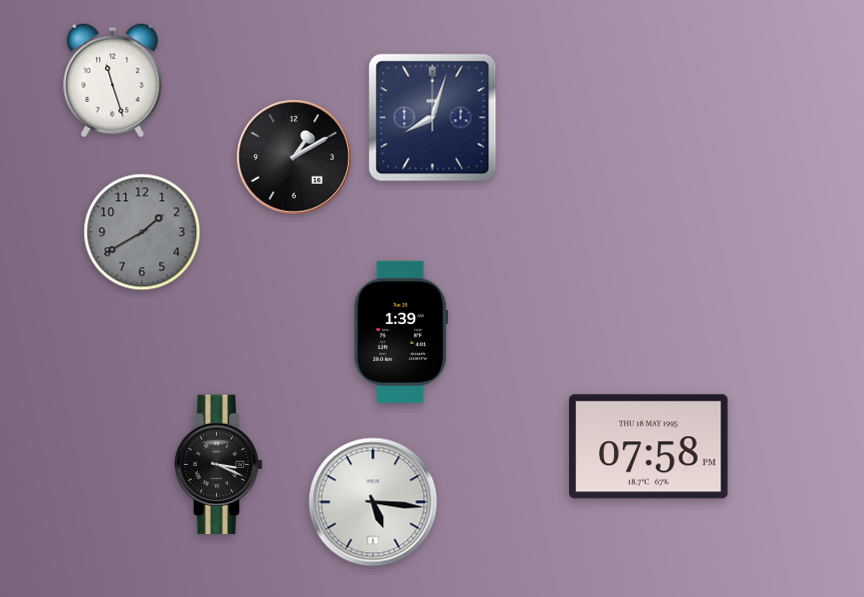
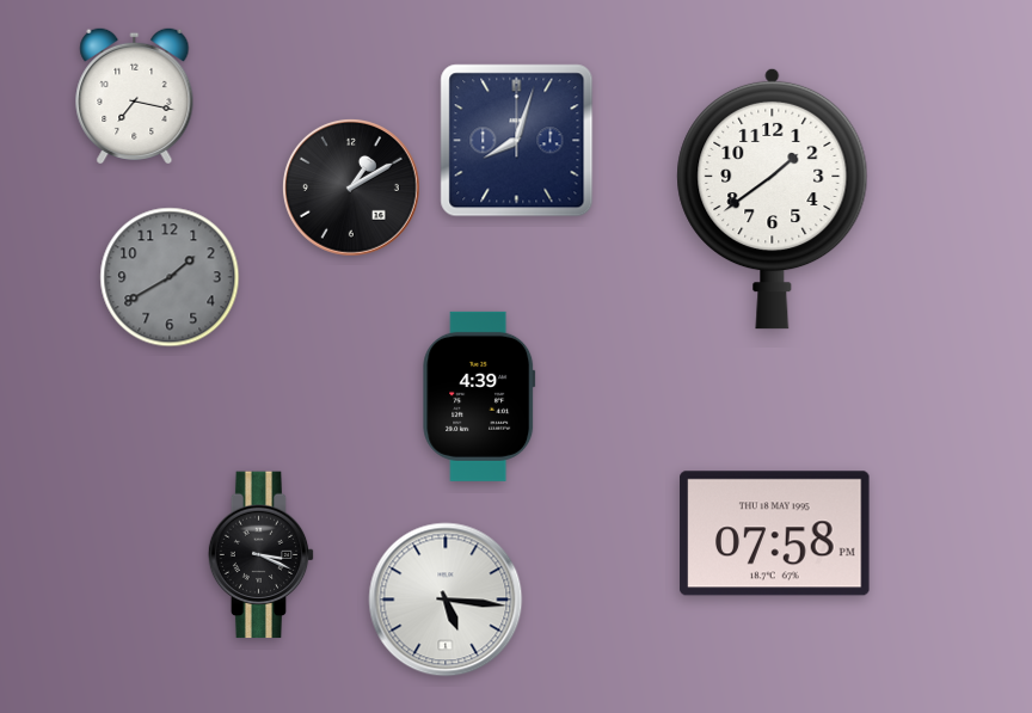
clock at (113, 80): 11:27 -> 7:17
clock at (773, 198): none -> 1:39
clock at (401, 332): 1:39 -> 4:39
